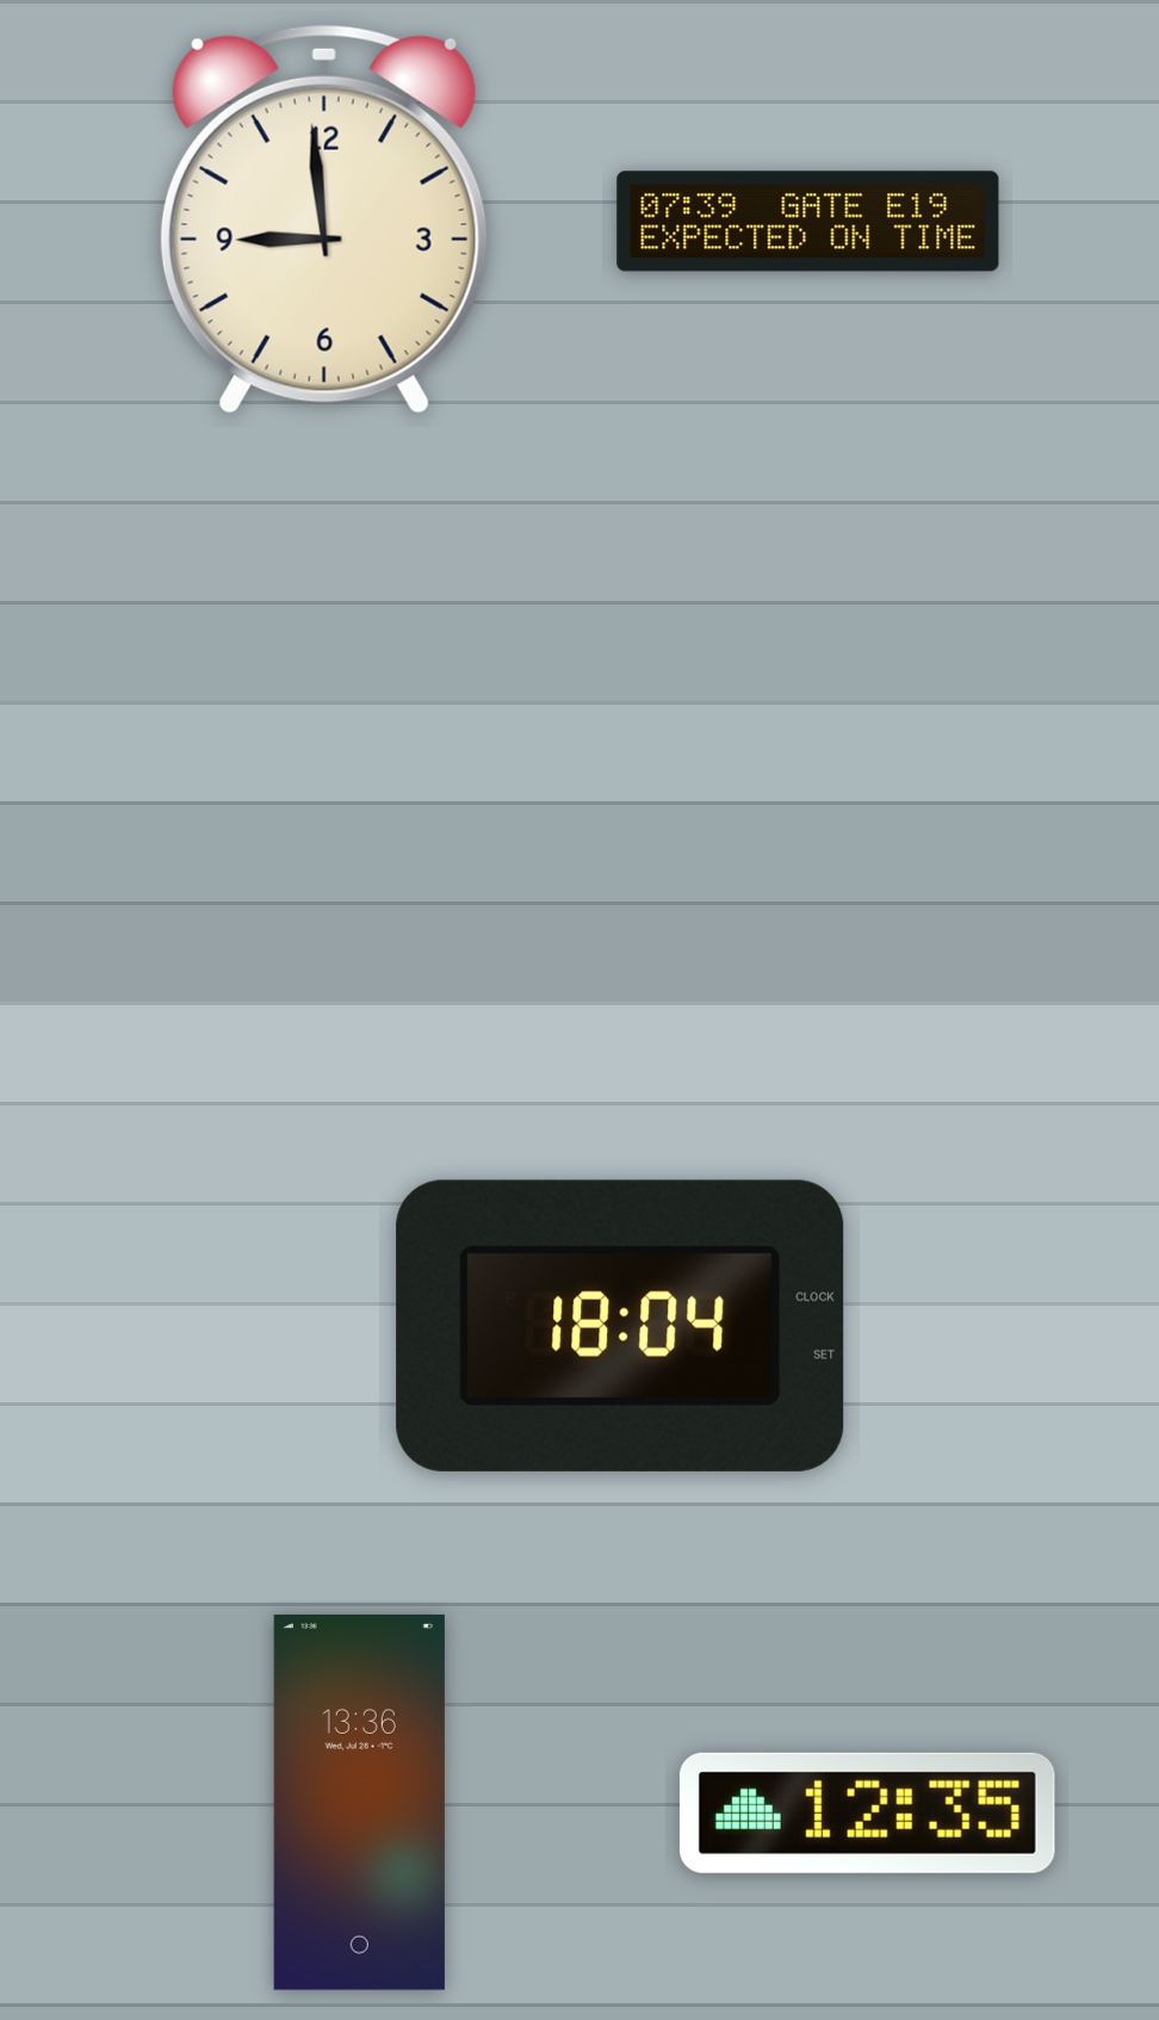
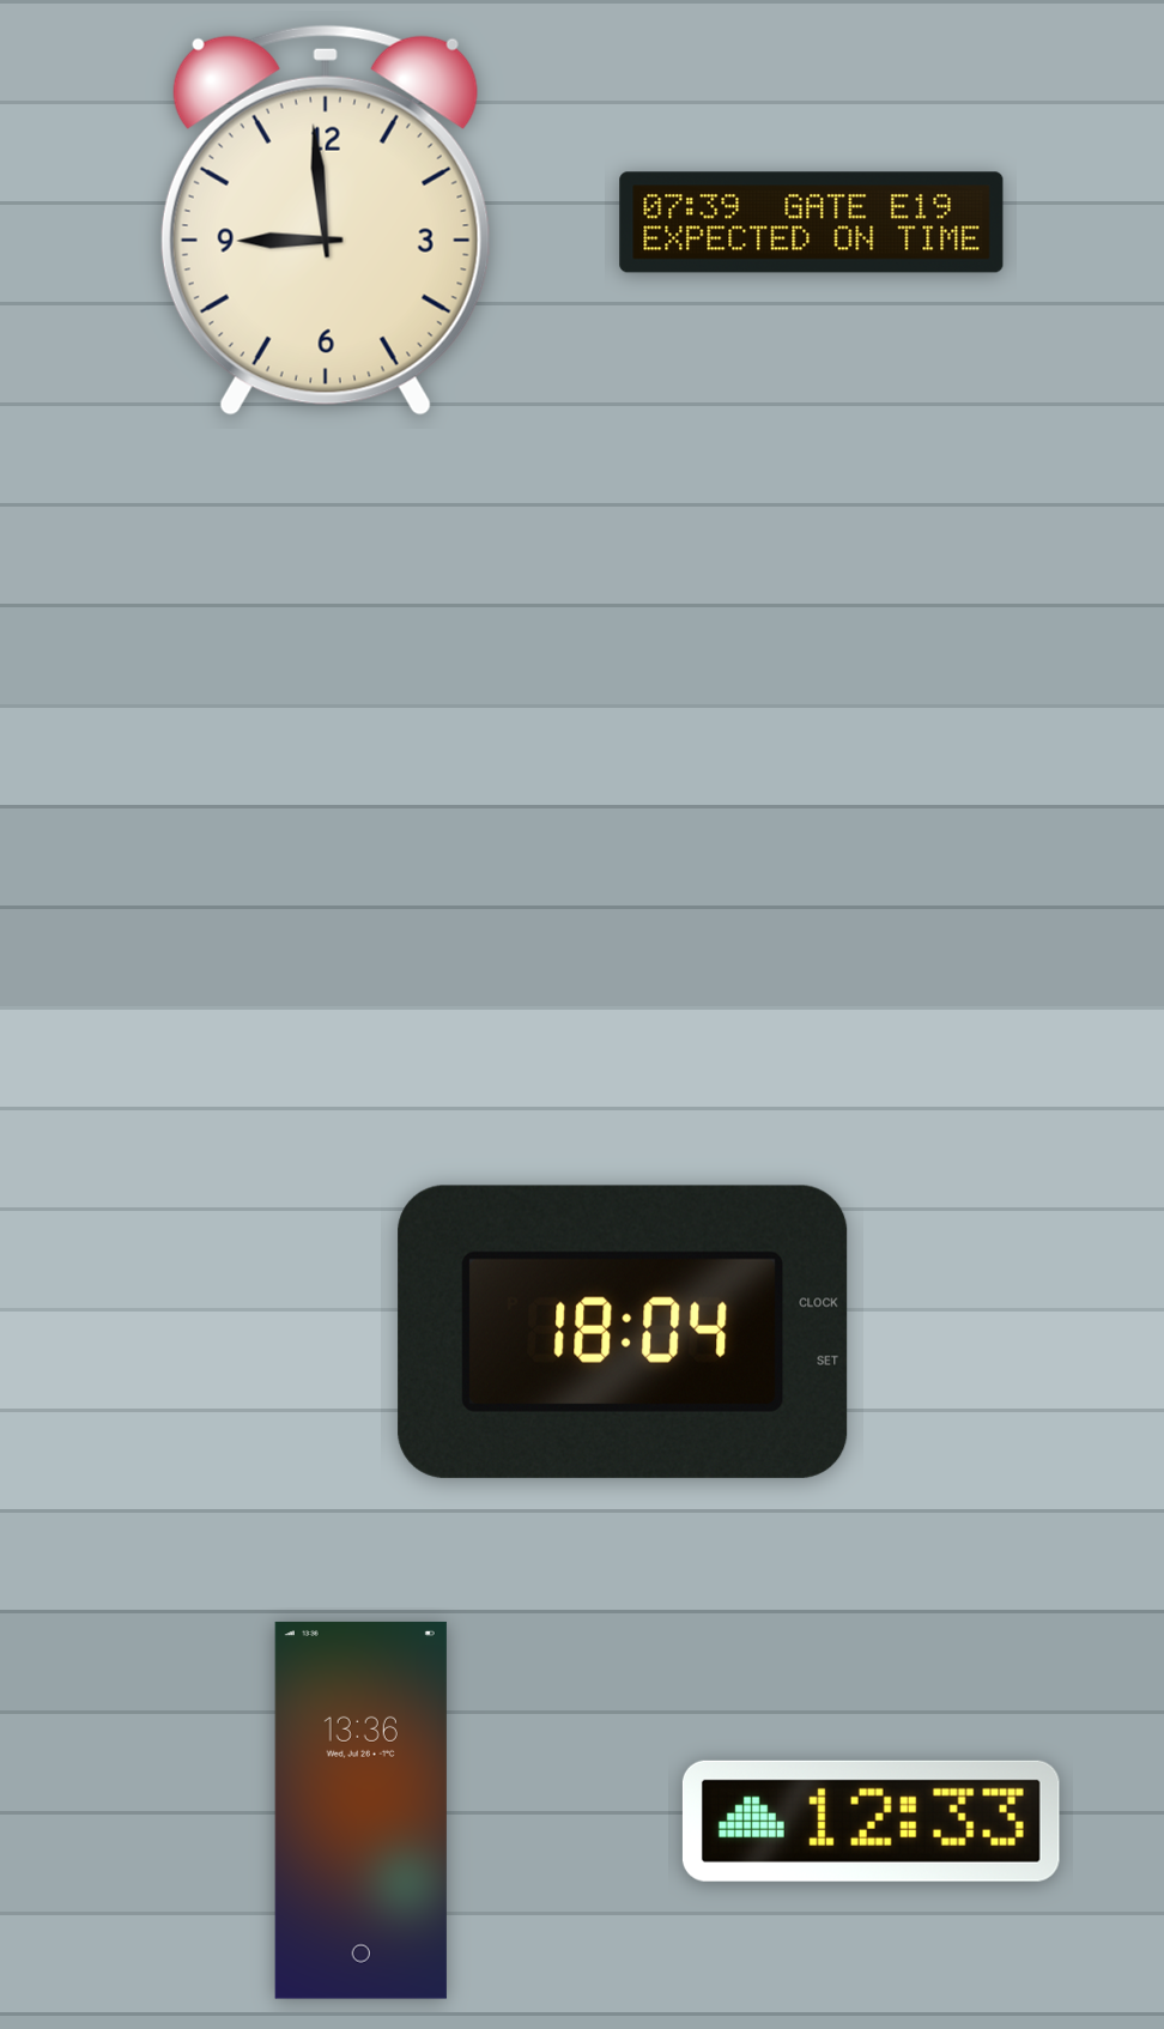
clock at (867, 1813): 12:35 -> 12:33
